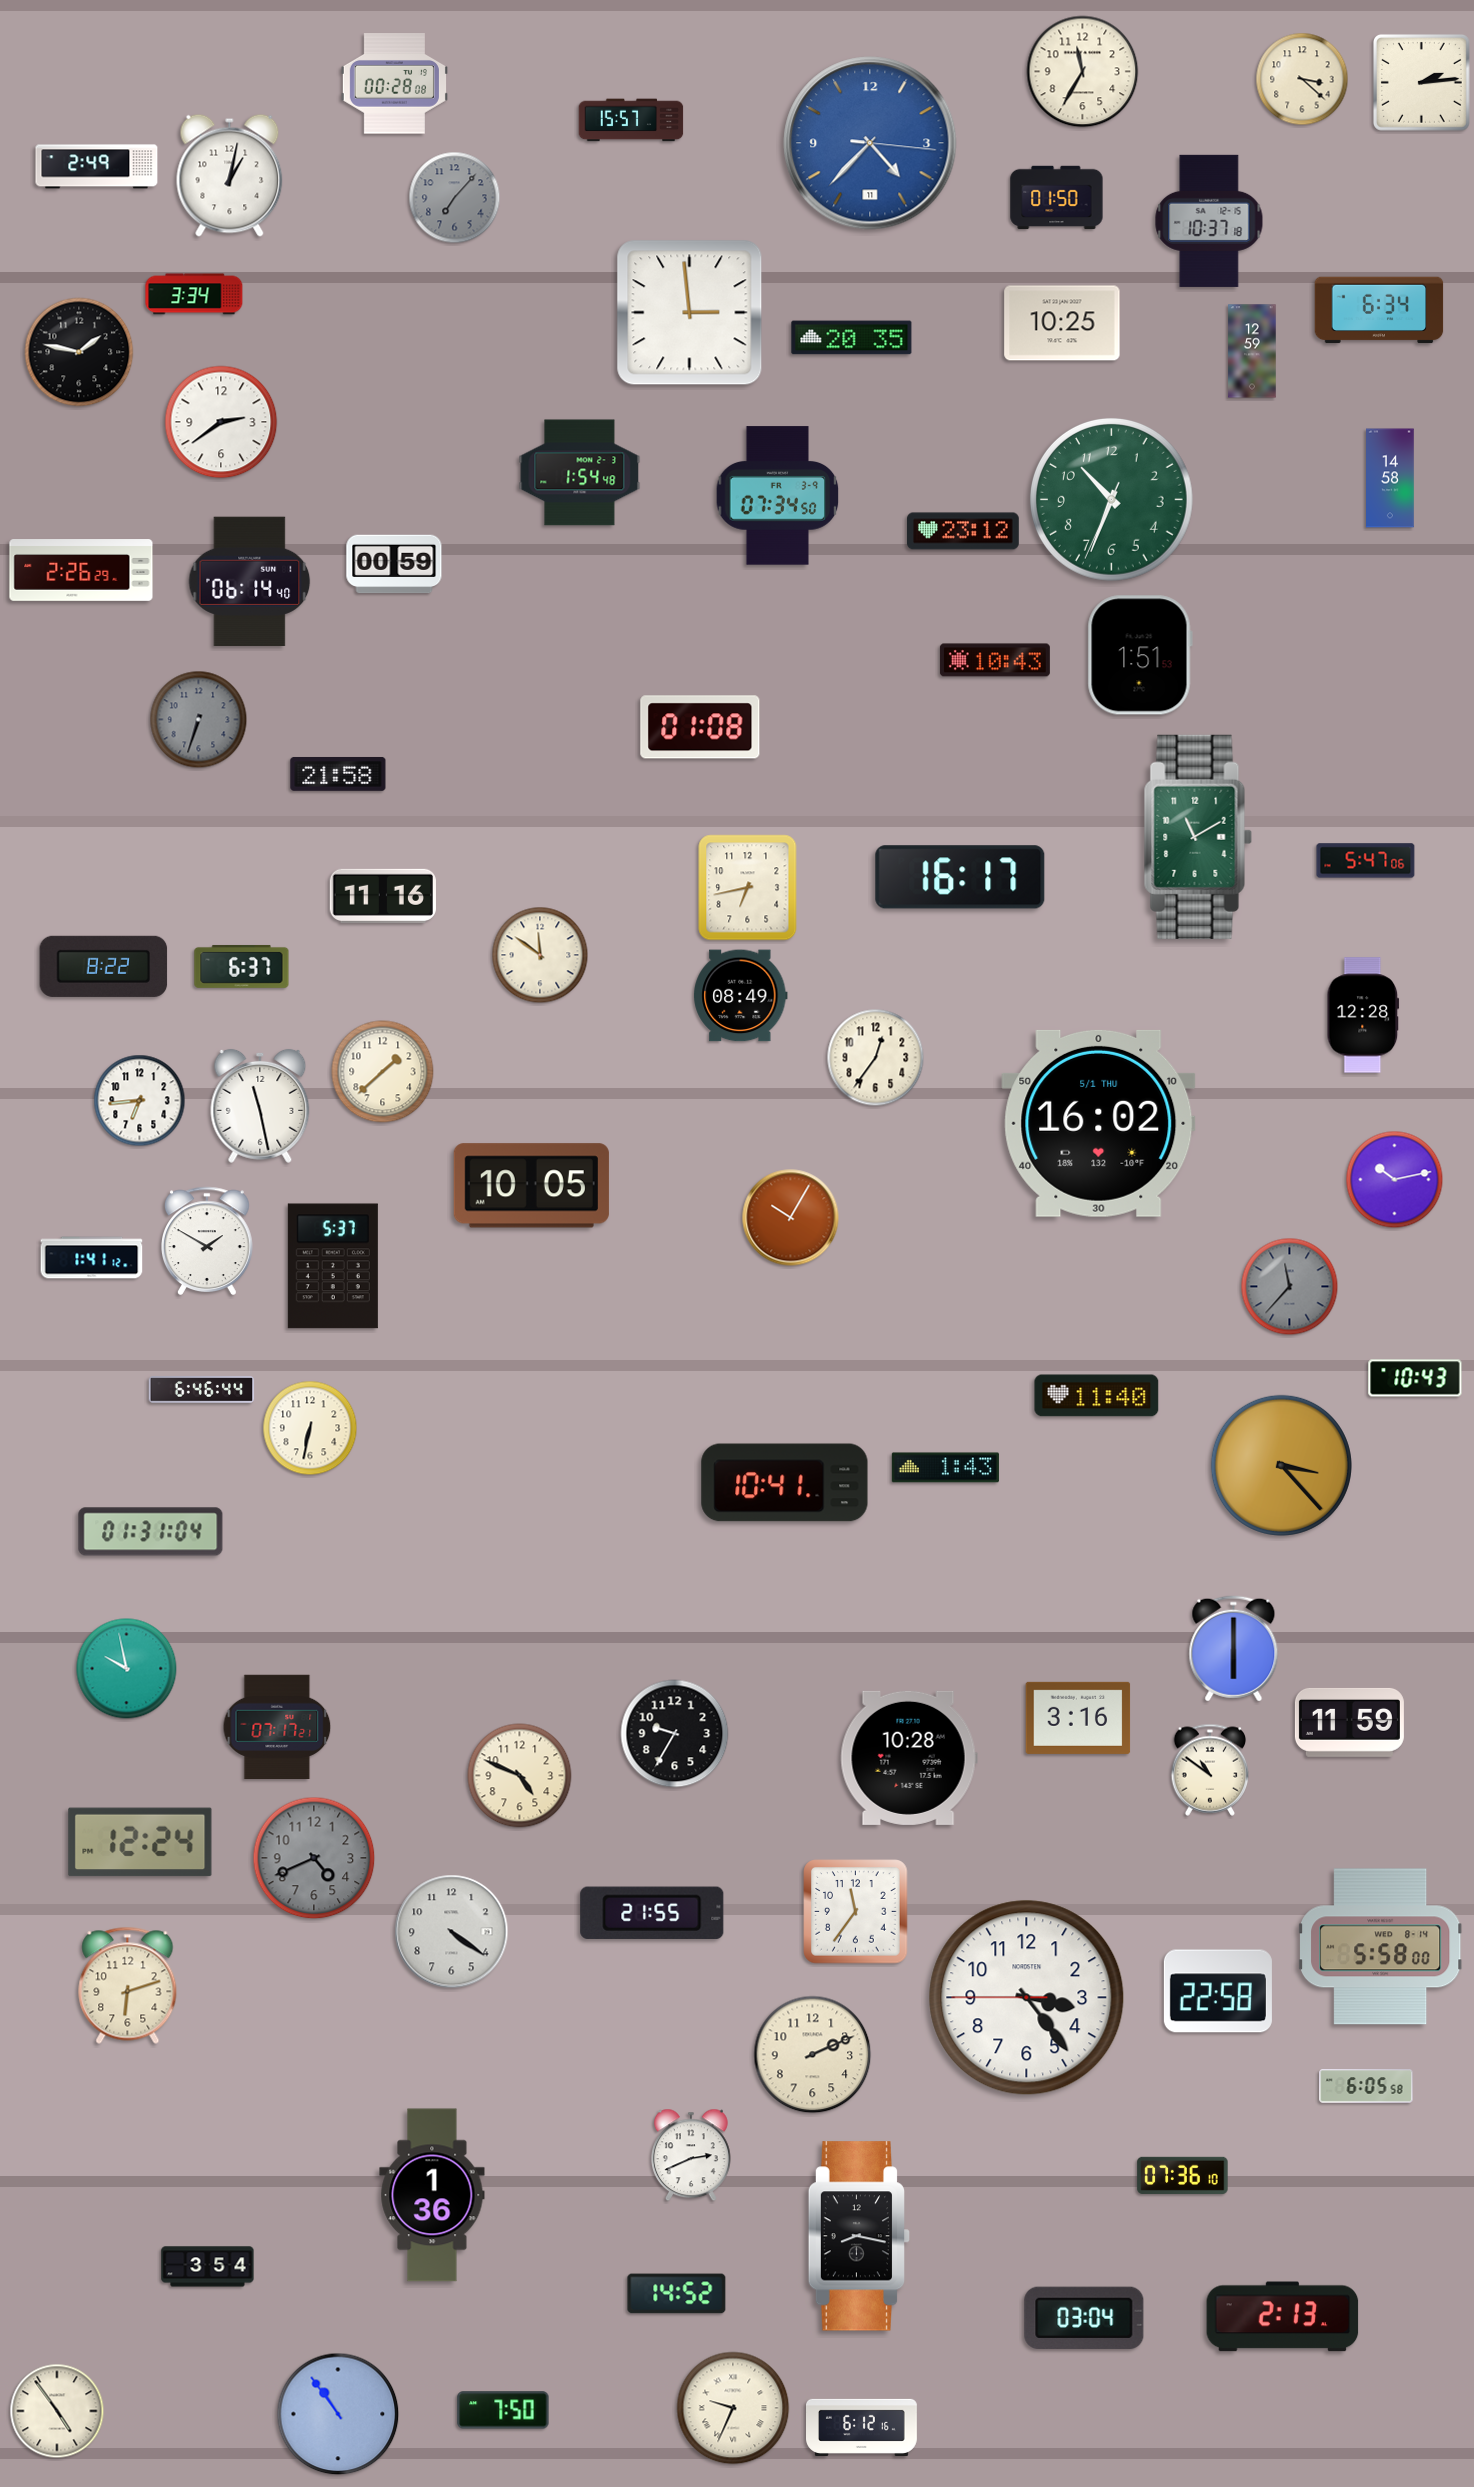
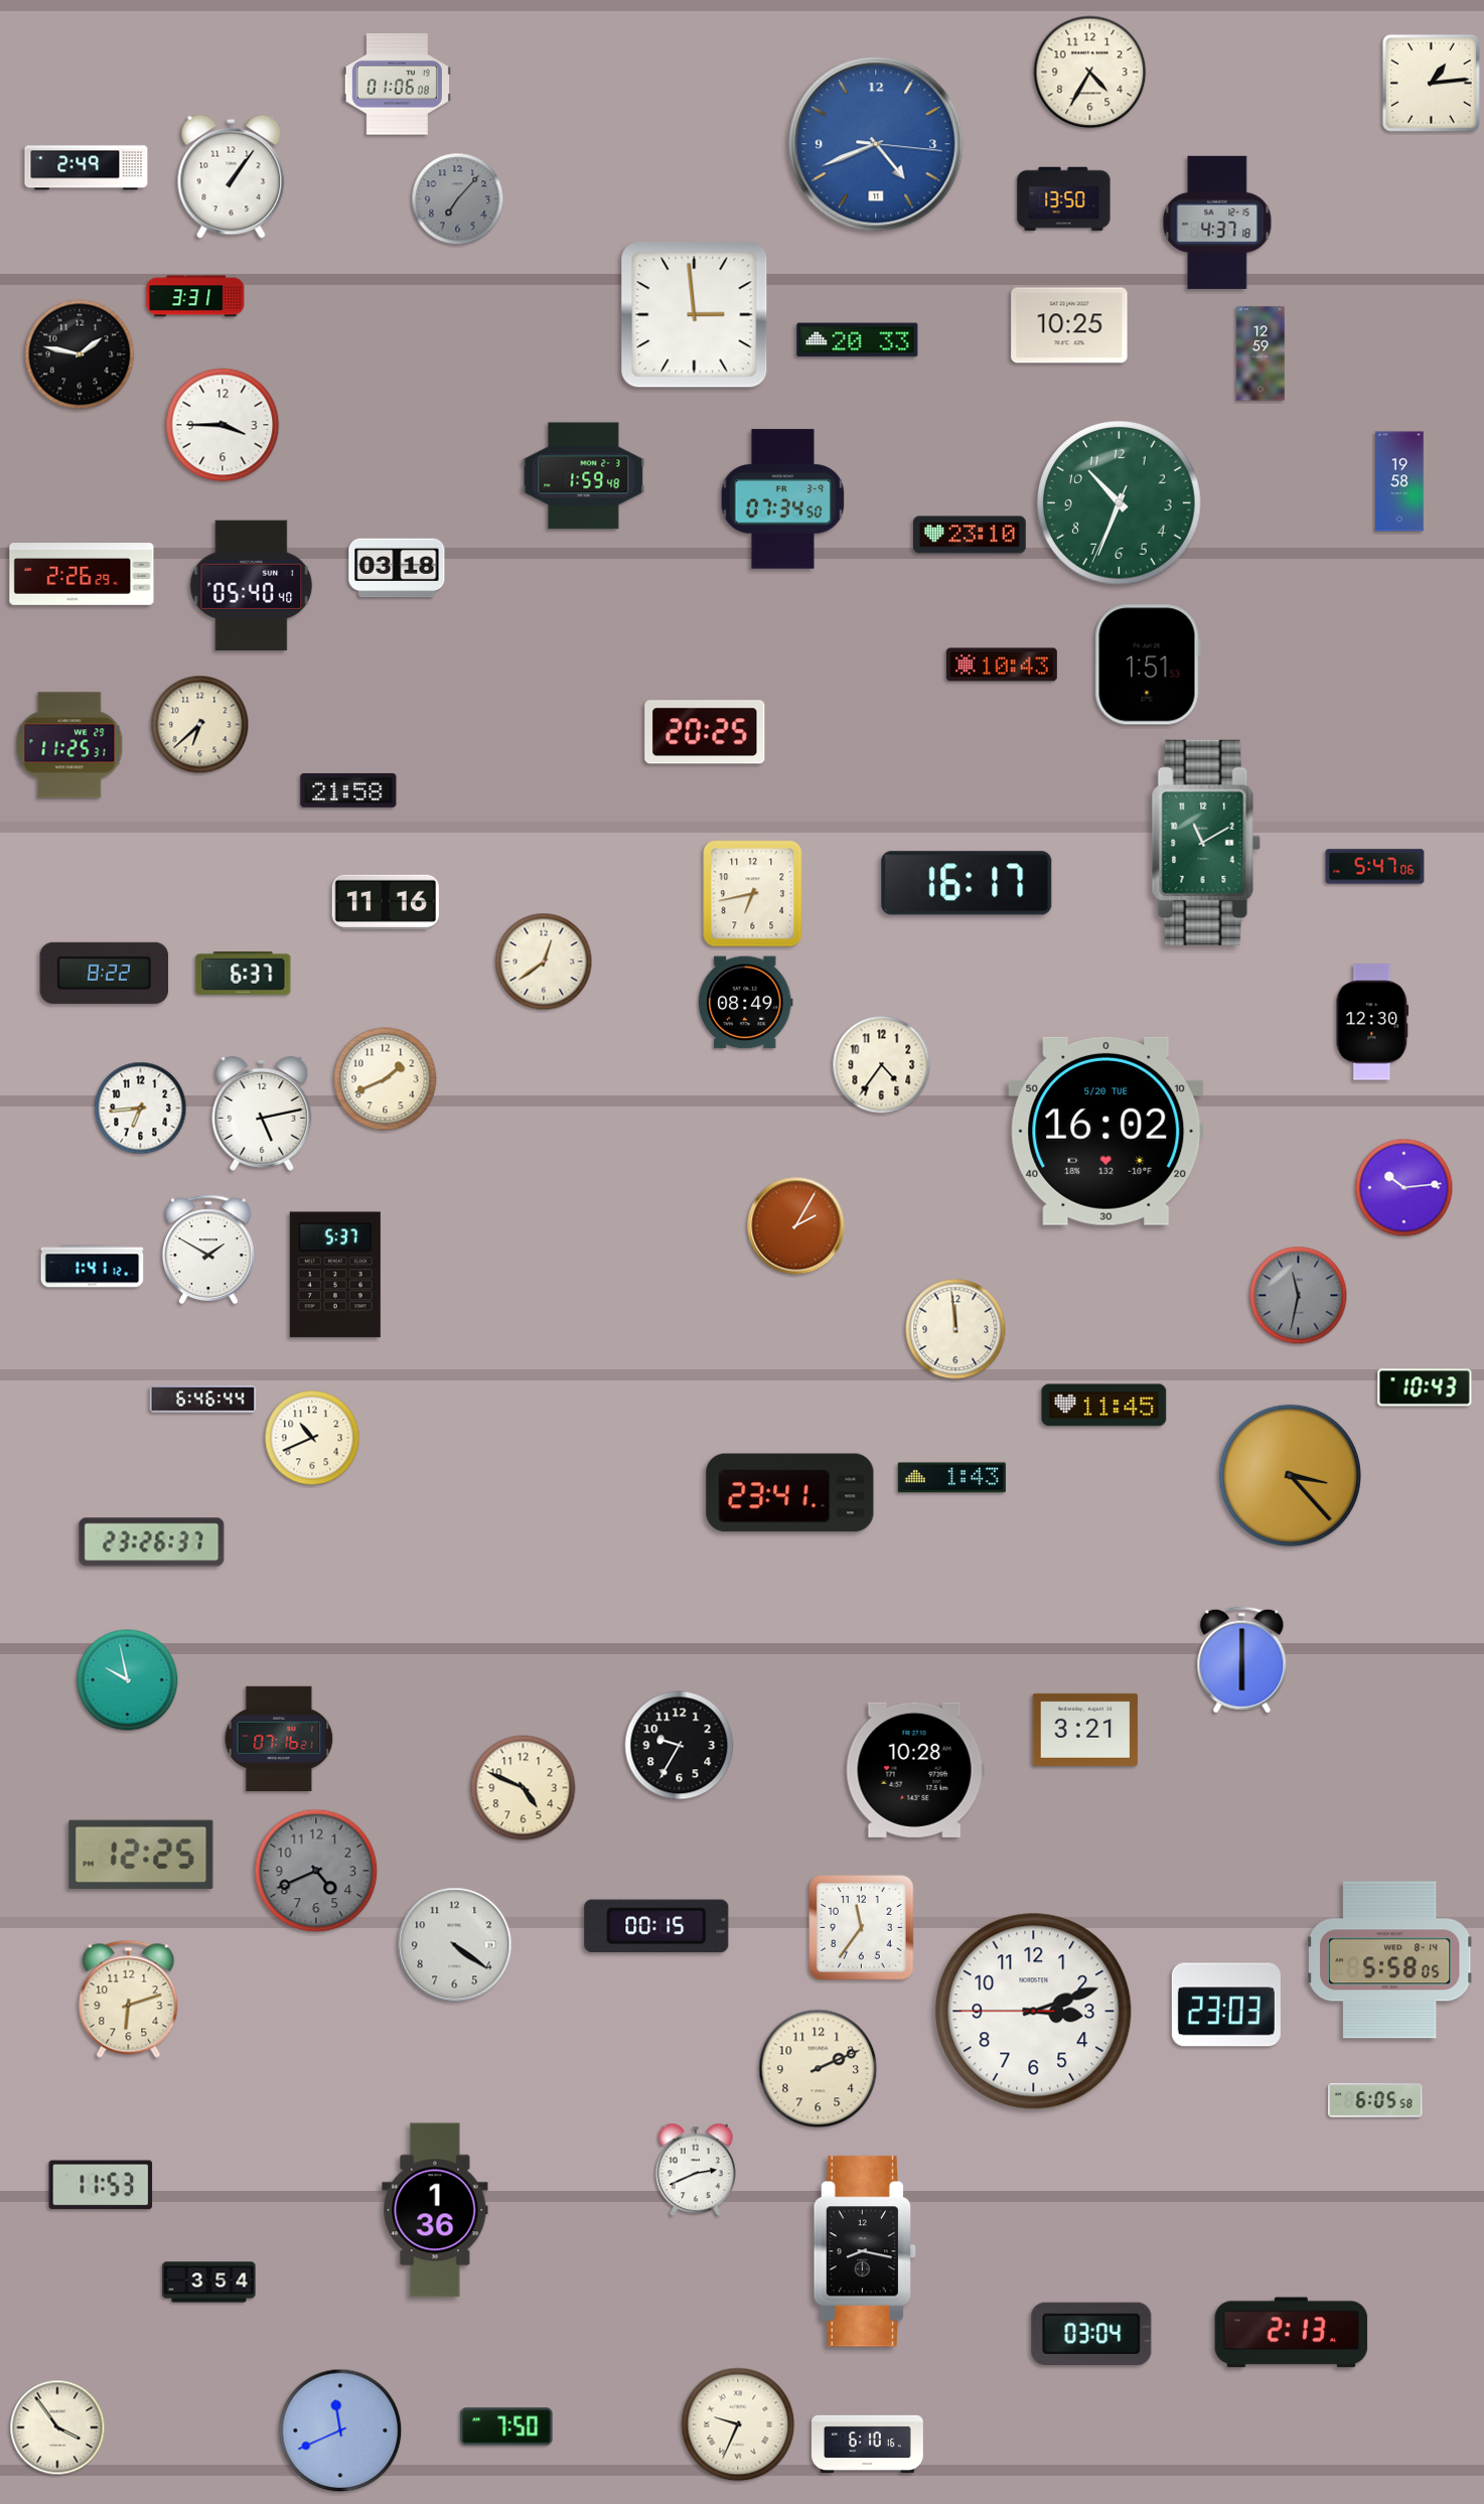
clock at (1083, 72): 11:35 -> 4:35
clock at (1302, 79): 3:22 -> none
clock at (1421, 82): 2:14 -> 1:14
clock at (394, 84): 00:28 -> 01:06
clock at (631, 120): 15:57 -> none
clock at (870, 143): 4:37 -> 4:41
clock at (97, 167) position: (97, 167) -> (87, 168)
clock at (230, 175): 1:02 -> 1:06
clock at (1057, 198): 01:50 -> 13:50
clock at (1209, 221): 10:37 -> 4:37
clock at (194, 294): 3:34 -> 3:31
clock at (1379, 310): 6:34 -> none
clock at (852, 338): 20:35 -> 20:33
clock at (221, 422): 2:39 -> 3:45
clock at (580, 473): 1:54 -> 1:59
clock at (1390, 478): 14:58 -> 19:58
clock at (964, 531): 23:12 -> 23:10
clock at (394, 564): 00:59 -> 03:18
clock at (250, 581): 06:14 -> 05:40
clock at (1140, 655) position: (1140, 655) -> (1148, 665)
clock at (199, 720): 6:33 -> 6:38
clock at (199, 720) dial: grey -> cream
clock at (700, 727): 01:08 -> 20:25
clock at (69, 745): none -> 11:25
clock at (338, 774) position: (338, 774) -> (348, 790)
clock at (540, 955): 11:51 -> 12:39
clock at (1363, 1015): 12:28 -> 12:30
clock at (876, 1058): 12:36 -> 4:36
clock at (383, 1072): 1:38 -> 1:41
clock at (260, 1106): 11:28 -> 5:13
clock at (1099, 1123) date: 5/1 THU -> 5/20 TUE
clock at (1395, 1180): 10:13 -> 10:14
clock at (531, 1186): 10:05 -> none
clock at (791, 1218): 10:05 -> 2:05
clock at (1290, 1287): 11:37 -> 11:32
clock at (955, 1329): none -> 11:59
clock at (1097, 1396): 11:40 -> 11:45
clock at (310, 1428): 6:32 -> 10:41
clock at (785, 1483): 10:41 -> 23:41
clock at (151, 1532): 01:31 -> 23:26
clock at (1078, 1718): 3:16 -> 3:21
clock at (1349, 1722): 11:59 -> none
clock at (277, 1726): 07:17 -> 07:16
clock at (1210, 1770): 10:51 -> none
clock at (140, 1842): 12:24 -> 12:25
clock at (652, 1912): 21:55 -> 00:15
clock at (856, 1912) position: (856, 1912) -> (862, 1928)
clock at (1382, 1947): 5:58:00 -> 5:58:05
clock at (1218, 1991): 22:58 -> 23:03
clock at (1027, 1998): 3:23 -> 3:11
clock at (101, 2185): none -> 11:53
clock at (1183, 2175): 07:36 -> none
clock at (677, 2294): 14:52 -> none
clock at (57, 2411): 4:54 -> 3:54
clock at (338, 2414): 10:54 -> 11:41
clock at (862, 2427): 6:12 -> 6:10
